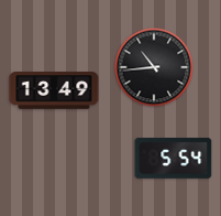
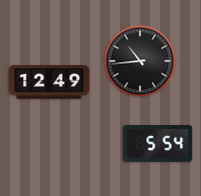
clock at (54, 90): 13:49 -> 12:49
